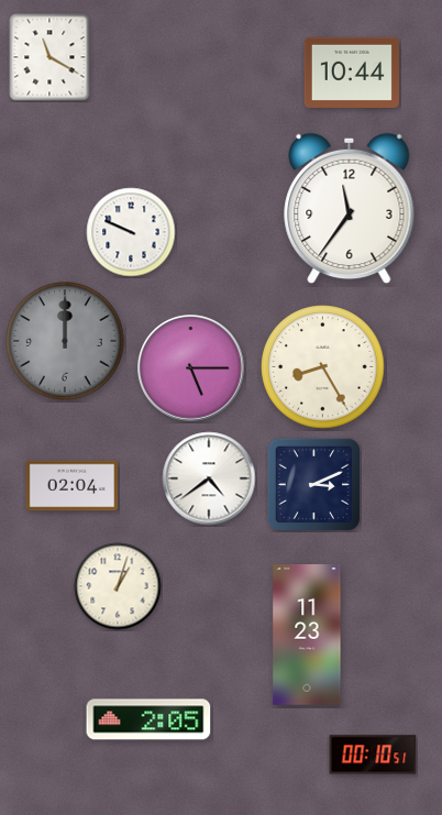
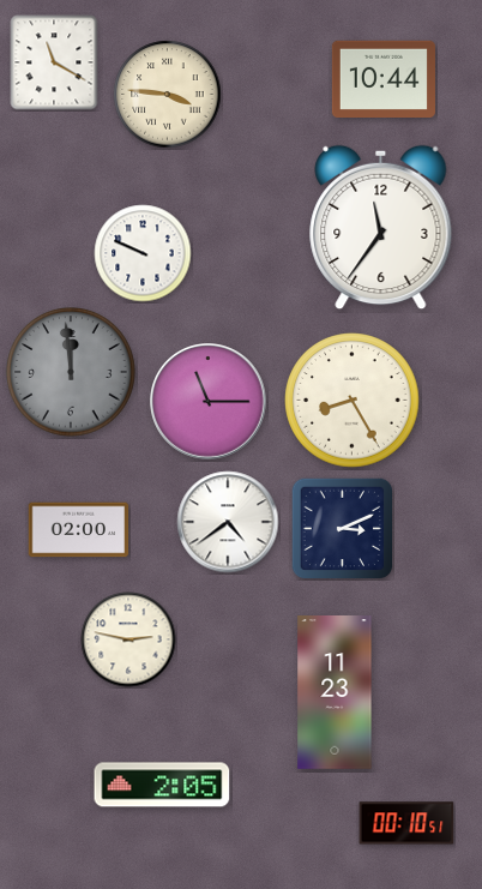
clock at (168, 95): none -> 3:46
clock at (65, 341): 12:00 -> 11:59
clock at (191, 368): 5:15 -> 11:15
clock at (73, 486): 02:04 -> 02:00
clock at (118, 586): 1:03 -> 2:47
